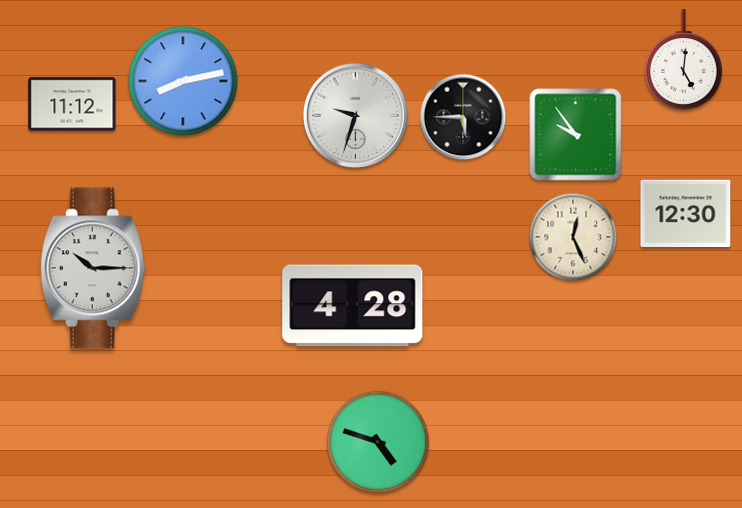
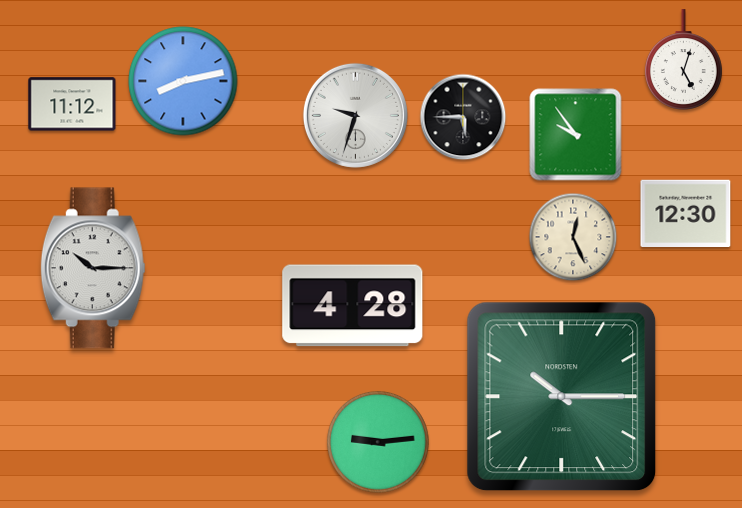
clock at (683, 60): 5:01 -> 5:03
clock at (562, 397): none -> 10:15
clock at (378, 442): 4:48 -> 9:14
